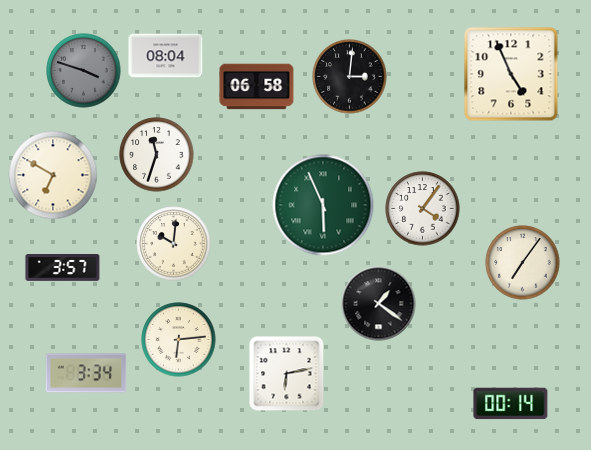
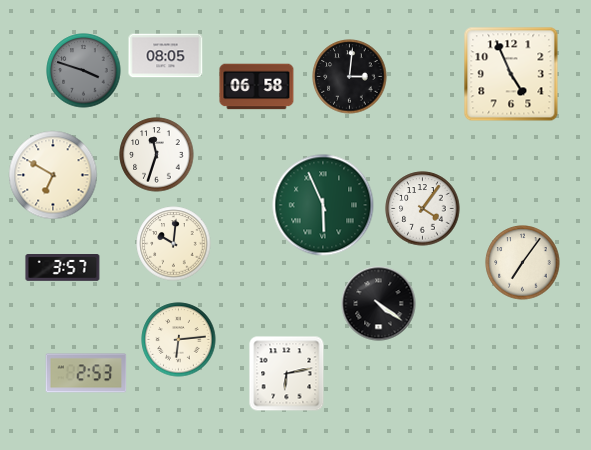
clock at (166, 56): 08:04 -> 08:05
clock at (379, 304): 1:21 -> 4:21
clock at (86, 373): 3:34 -> 2:53
clock at (511, 404): 00:14 -> none
